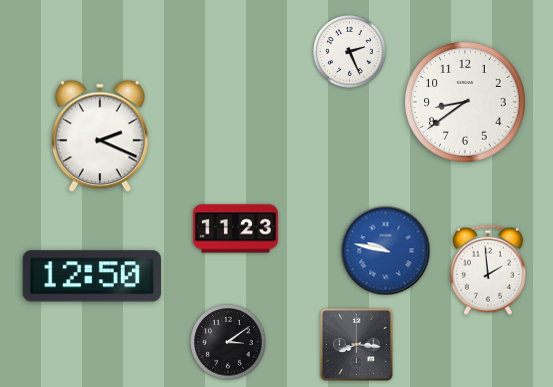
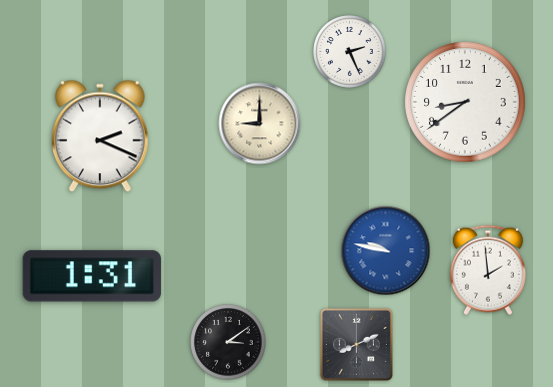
clock at (260, 124): none -> 9:00
clock at (235, 229): 11:23 -> none
clock at (92, 276): 12:50 -> 1:31
clock at (356, 344): 8:16 -> 8:11
